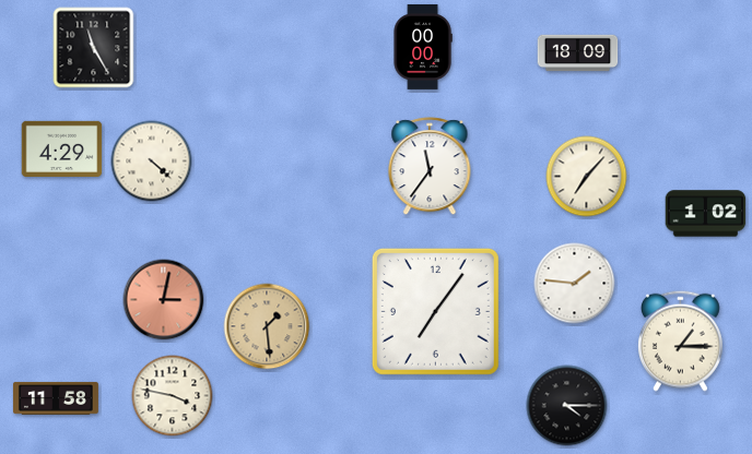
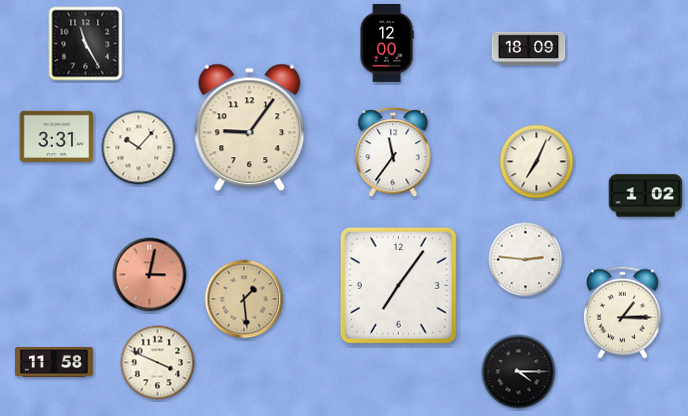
clock at (423, 47): 00:00 -> 12:00
clock at (250, 128): none -> 9:06
clock at (62, 148): 4:29 -> 3:31
clock at (152, 162): 4:22 -> 10:07
clock at (587, 177): 7:07 -> 7:04
clock at (575, 284): 1:46 -> 2:46
clock at (173, 396): 3:47 -> 3:49
clock at (56, 398) position: (56, 398) -> (54, 362)
